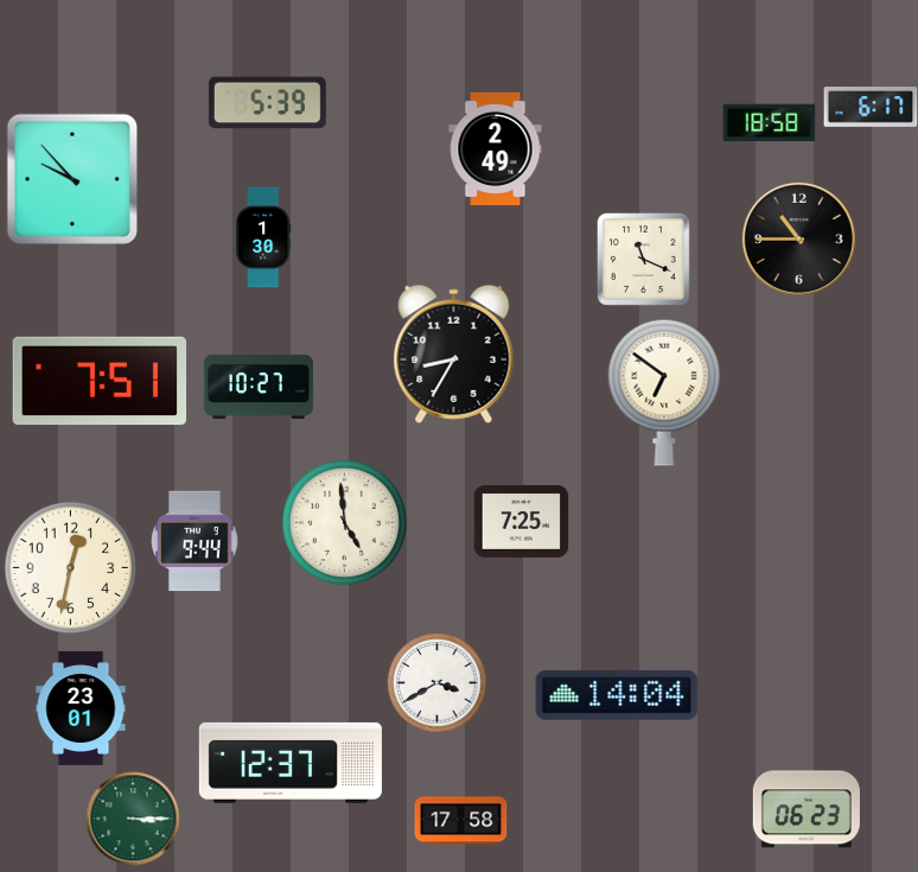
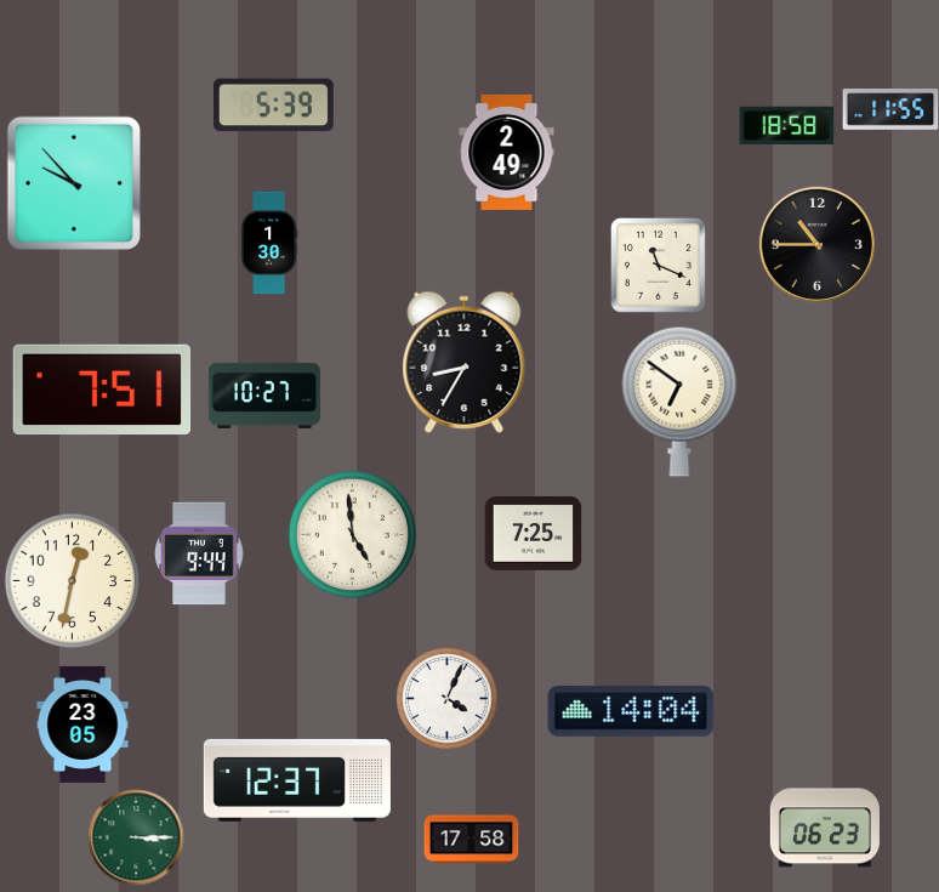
clock at (871, 108): 6:17 -> 11:55
clock at (436, 682): 3:40 -> 4:04
clock at (81, 708): 23:01 -> 23:05
